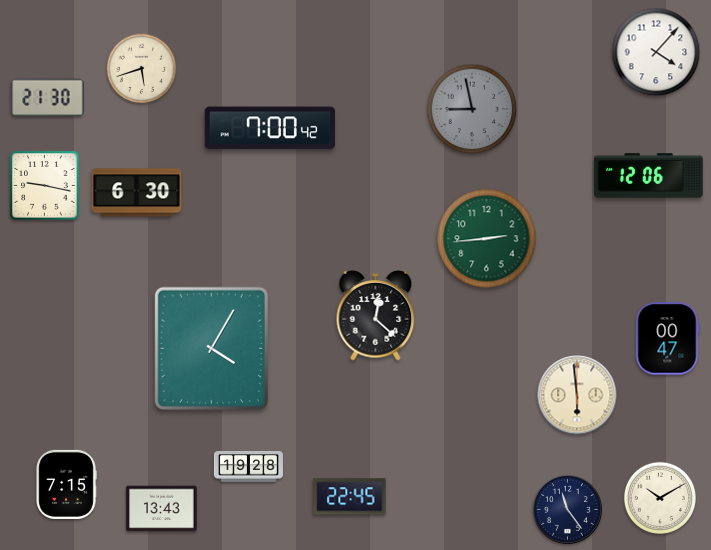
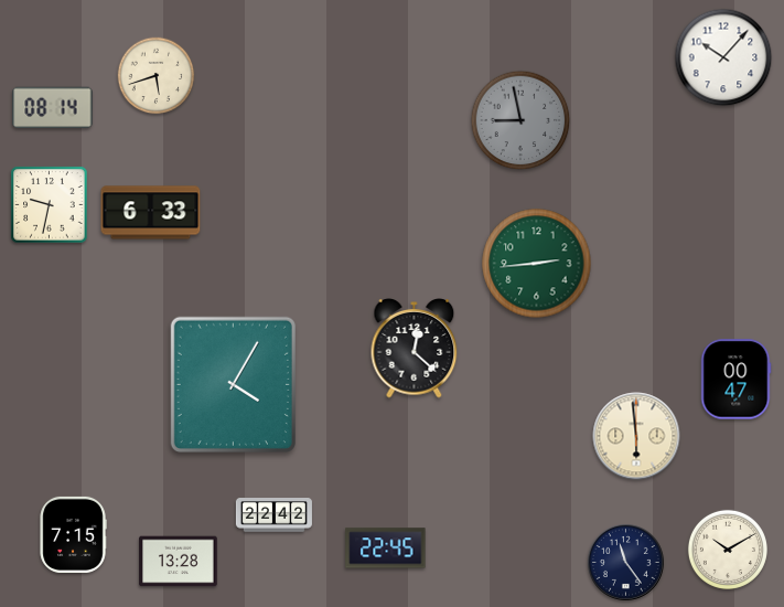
clock at (656, 52): 4:07 -> 10:07
clock at (48, 98): 21:30 -> 08:14
clock at (269, 128): 7:00 -> none
clock at (649, 176): 12:06 -> none
clock at (45, 186): 9:17 -> 9:32
clock at (137, 193): 6:30 -> 6:33
clock at (668, 339) position: (668, 339) -> (737, 380)
clock at (248, 467): 19:28 -> 22:42
clock at (162, 509): 13:43 -> 13:28
